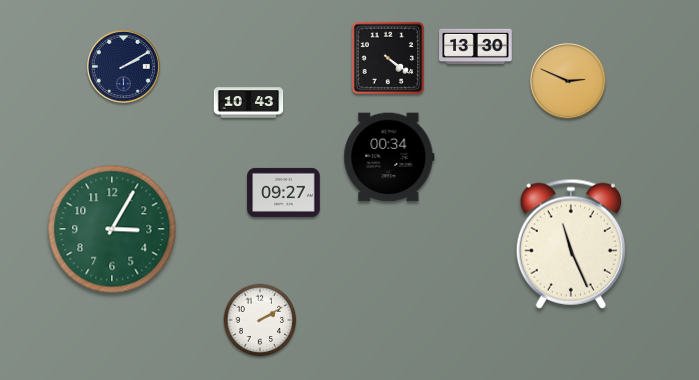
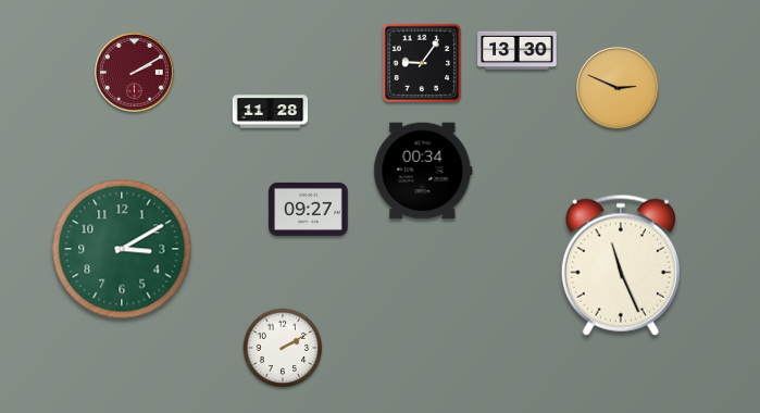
clock at (388, 58): 4:21 -> 9:06
clock at (123, 66) dial: navy -> burgundy
clock at (249, 103): 10:43 -> 11:28
clock at (112, 229): 3:05 -> 3:10
